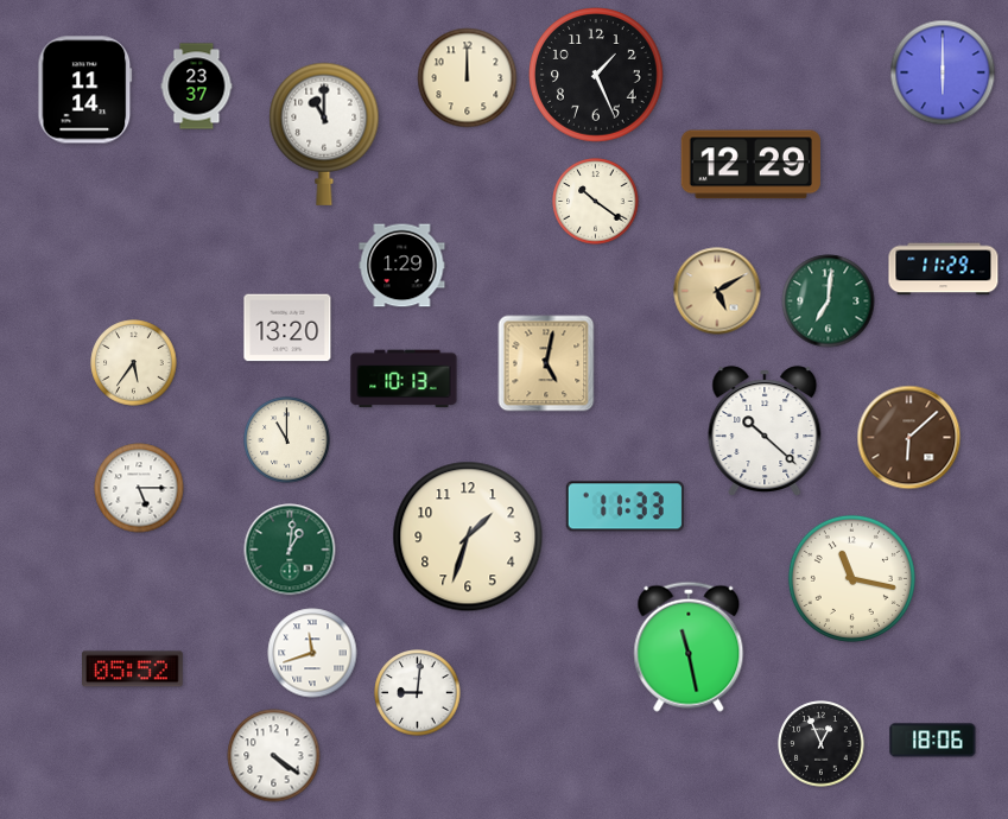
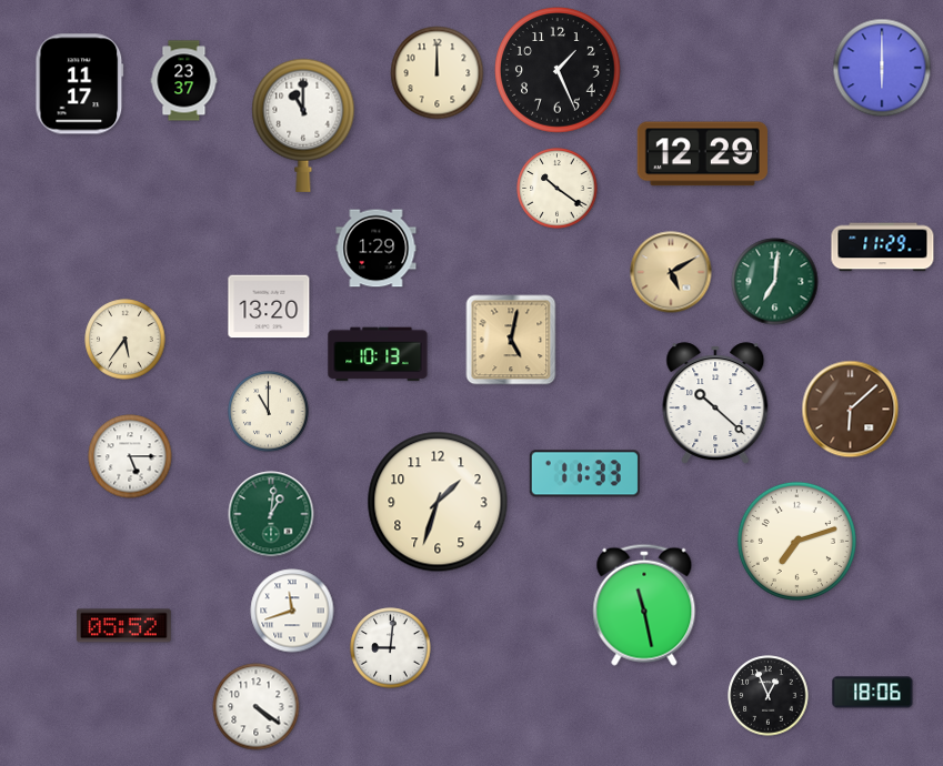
clock at (85, 90): 11:14 -> 11:17
clock at (944, 269) position: (944, 269) -> (883, 248)
clock at (851, 578): 11:17 -> 7:12
